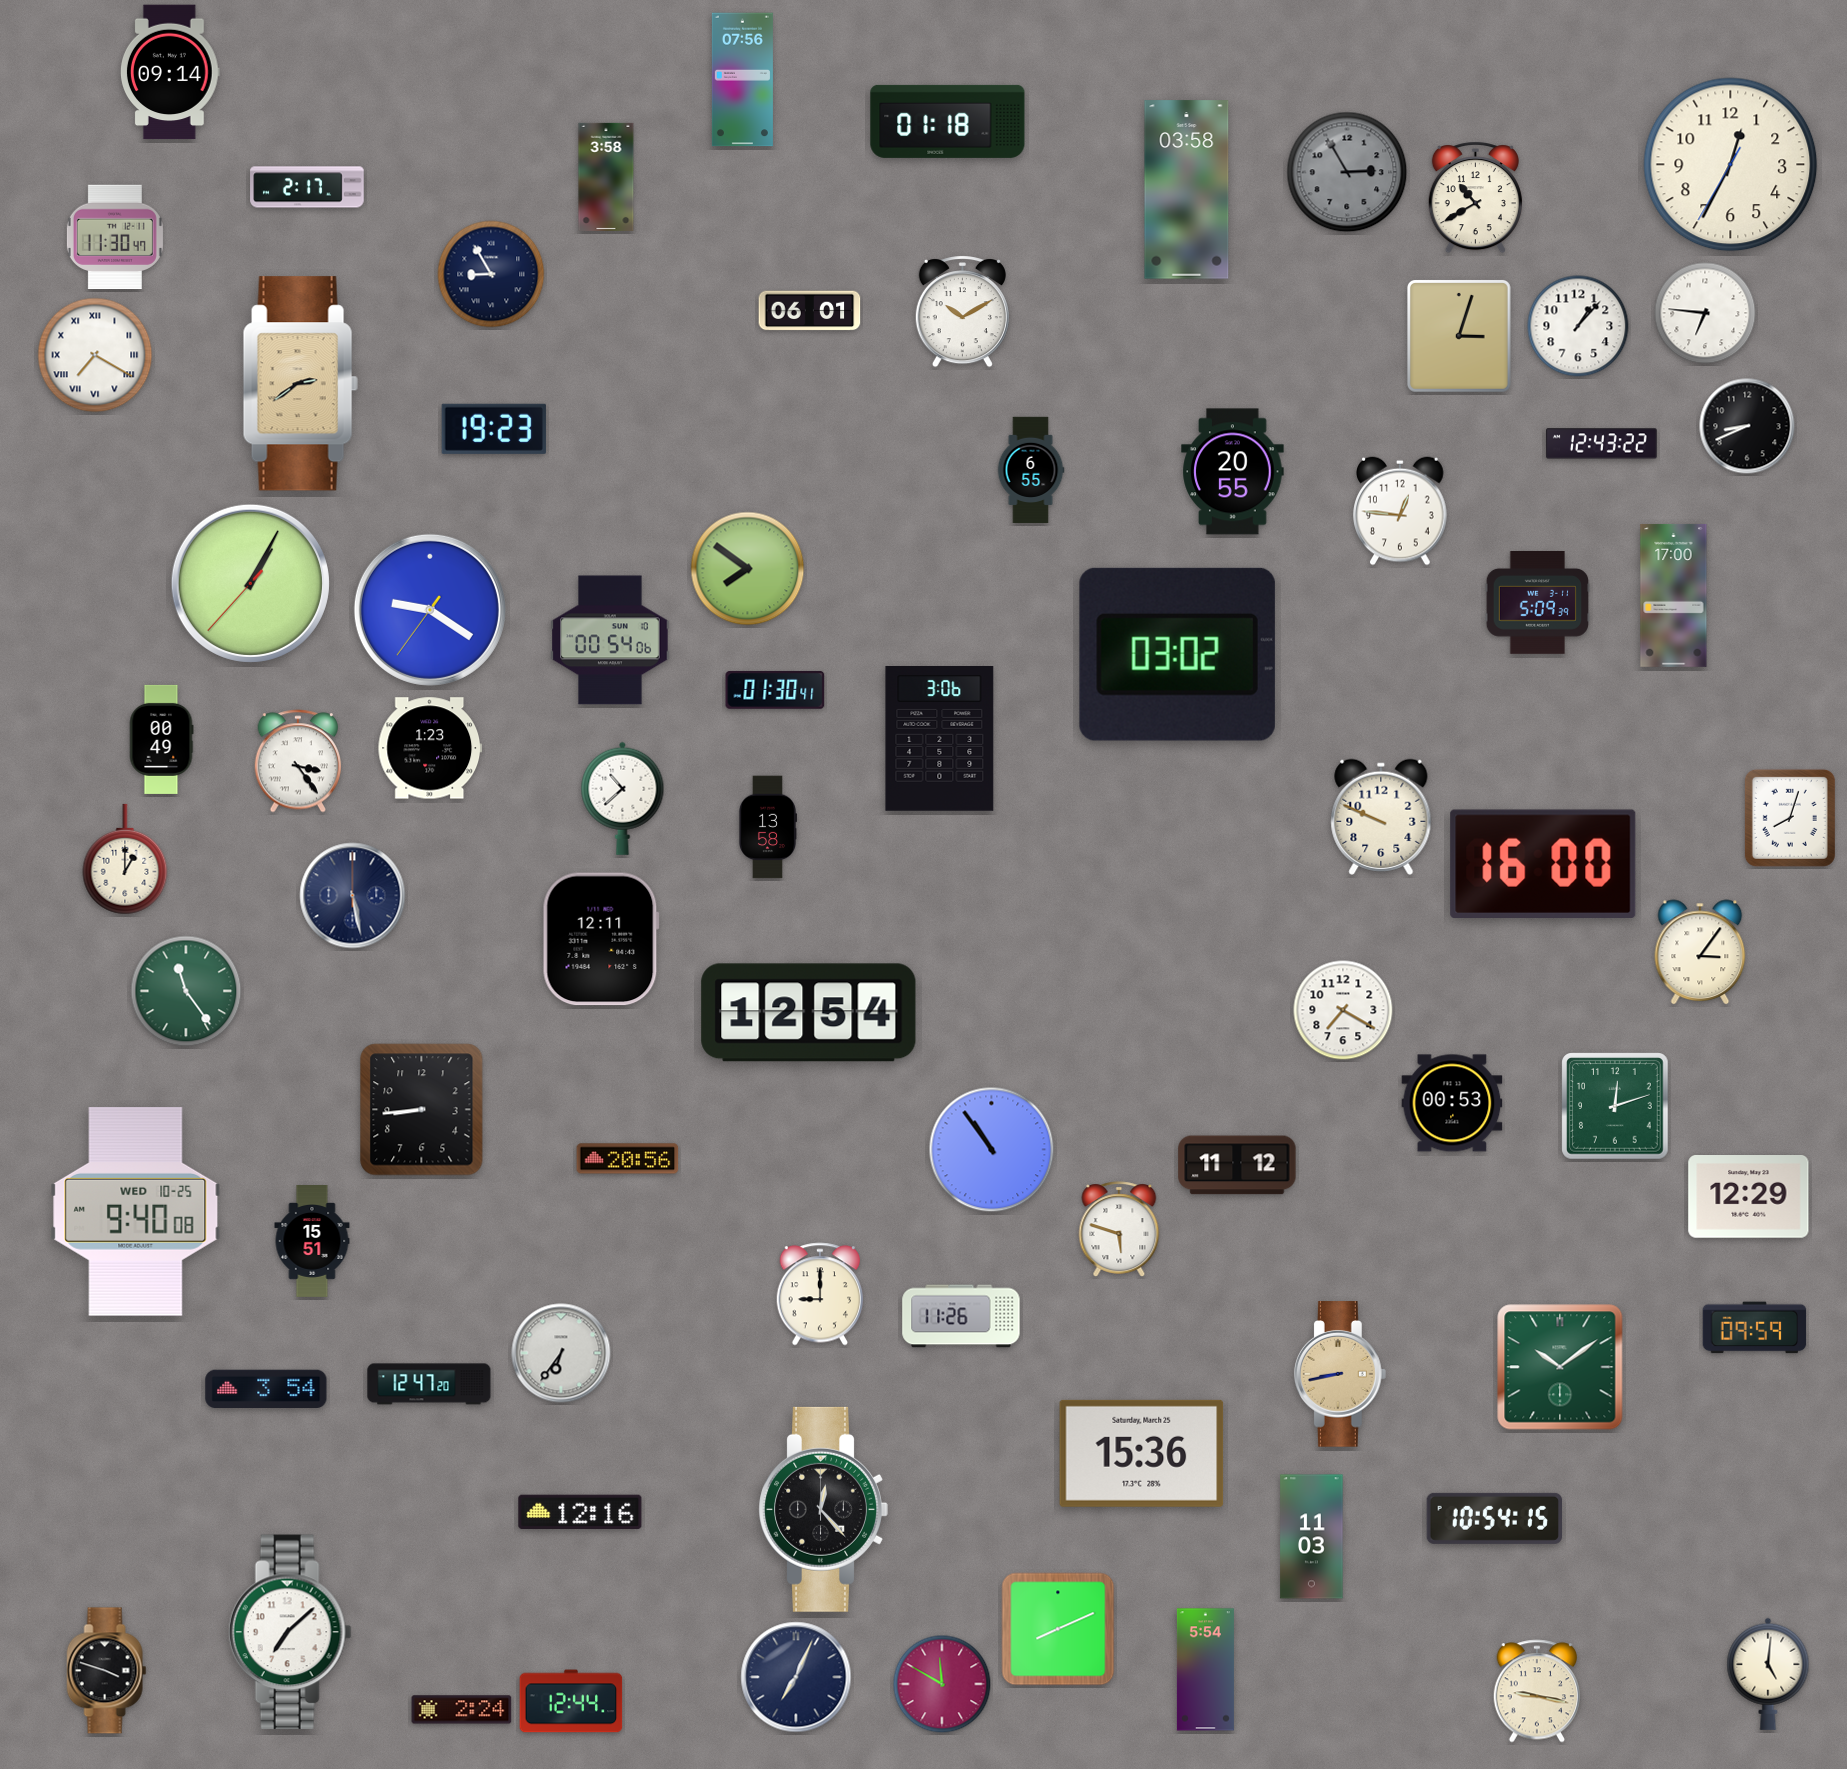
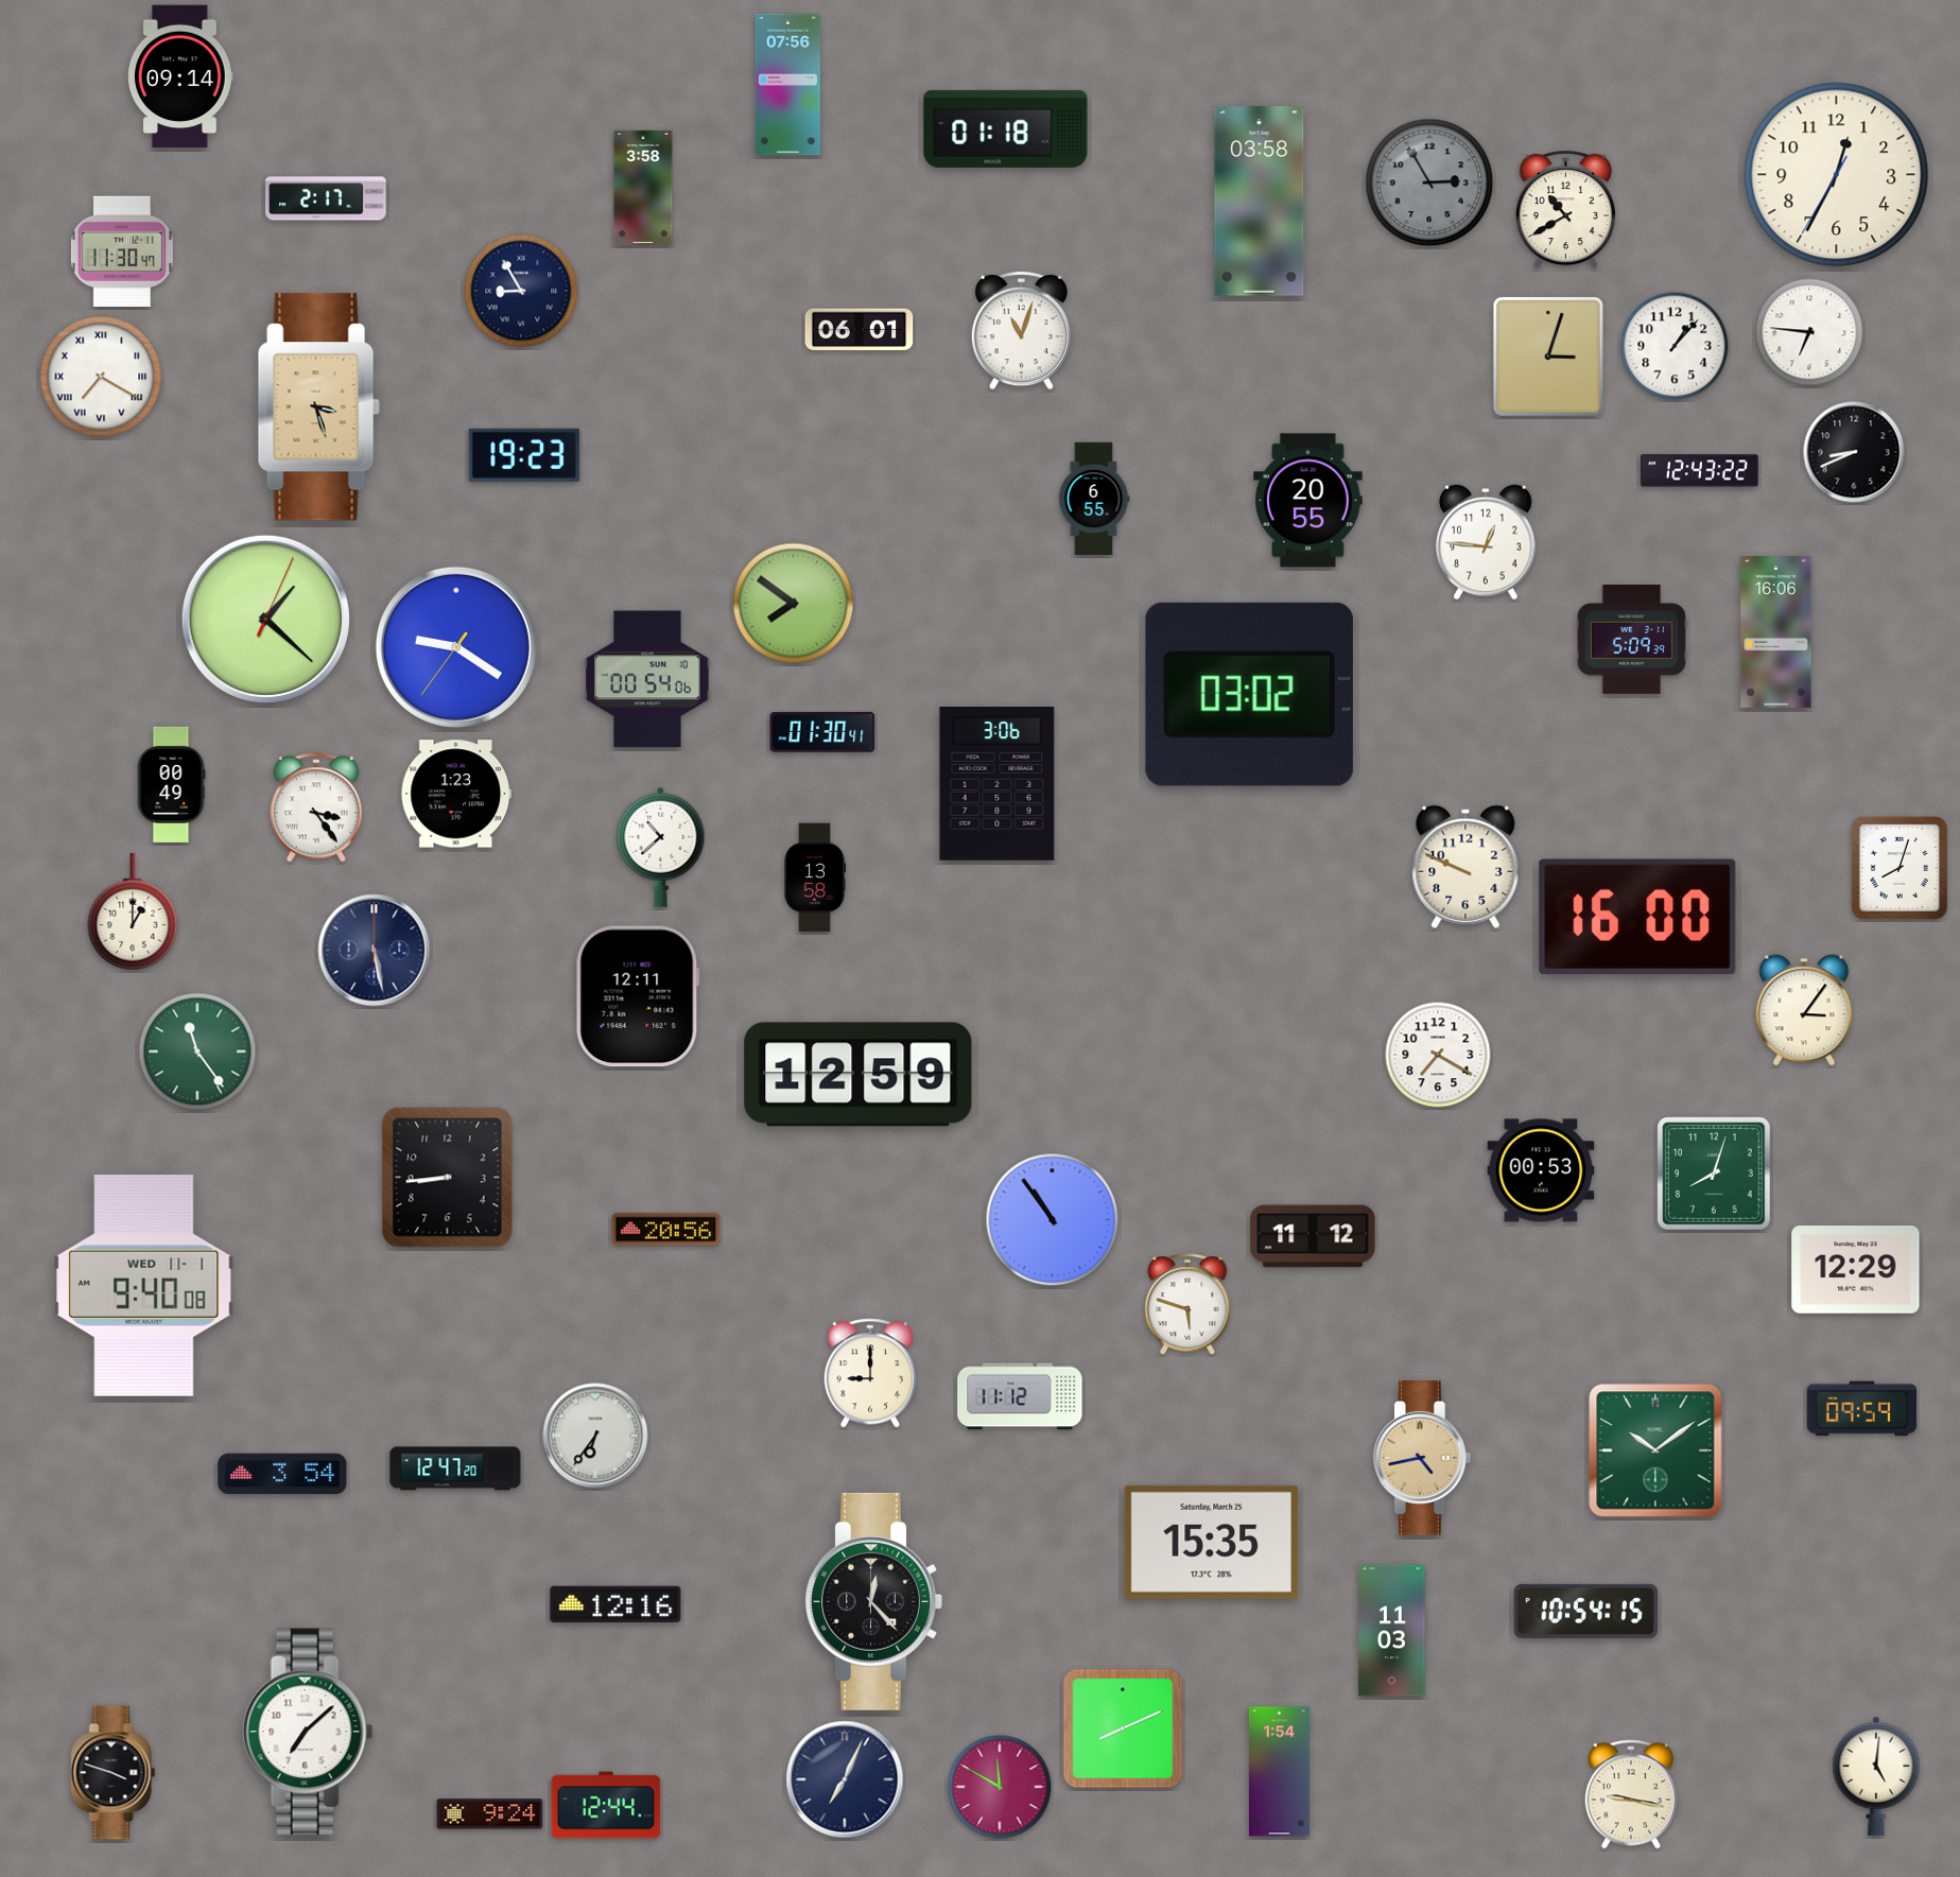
clock at (962, 312): 10:10 -> 11:03
clock at (300, 384): 2:39 -> 3:27
clock at (250, 583): 1:04 -> 1:22
clock at (1674, 595): 17:00 -> 16:06
clock at (1343, 1010) position: (1343, 1010) -> (1438, 1055)
clock at (809, 1013): 12:54 -> 12:59
clock at (1615, 1106): 12:12 -> 8:03
clock at (136, 1212) date: WED 10-25 -> WED 11-1
clock at (312, 1242): 15:51 -> none
clock at (961, 1316): 11:26 -> 11:12
clock at (1340, 1374): 8:43 -> 4:43
clock at (1142, 1453): 15:36 -> 15:35
clock at (1205, 1670): 5:54 -> 1:54
clock at (462, 1710): 2:24 -> 9:24
